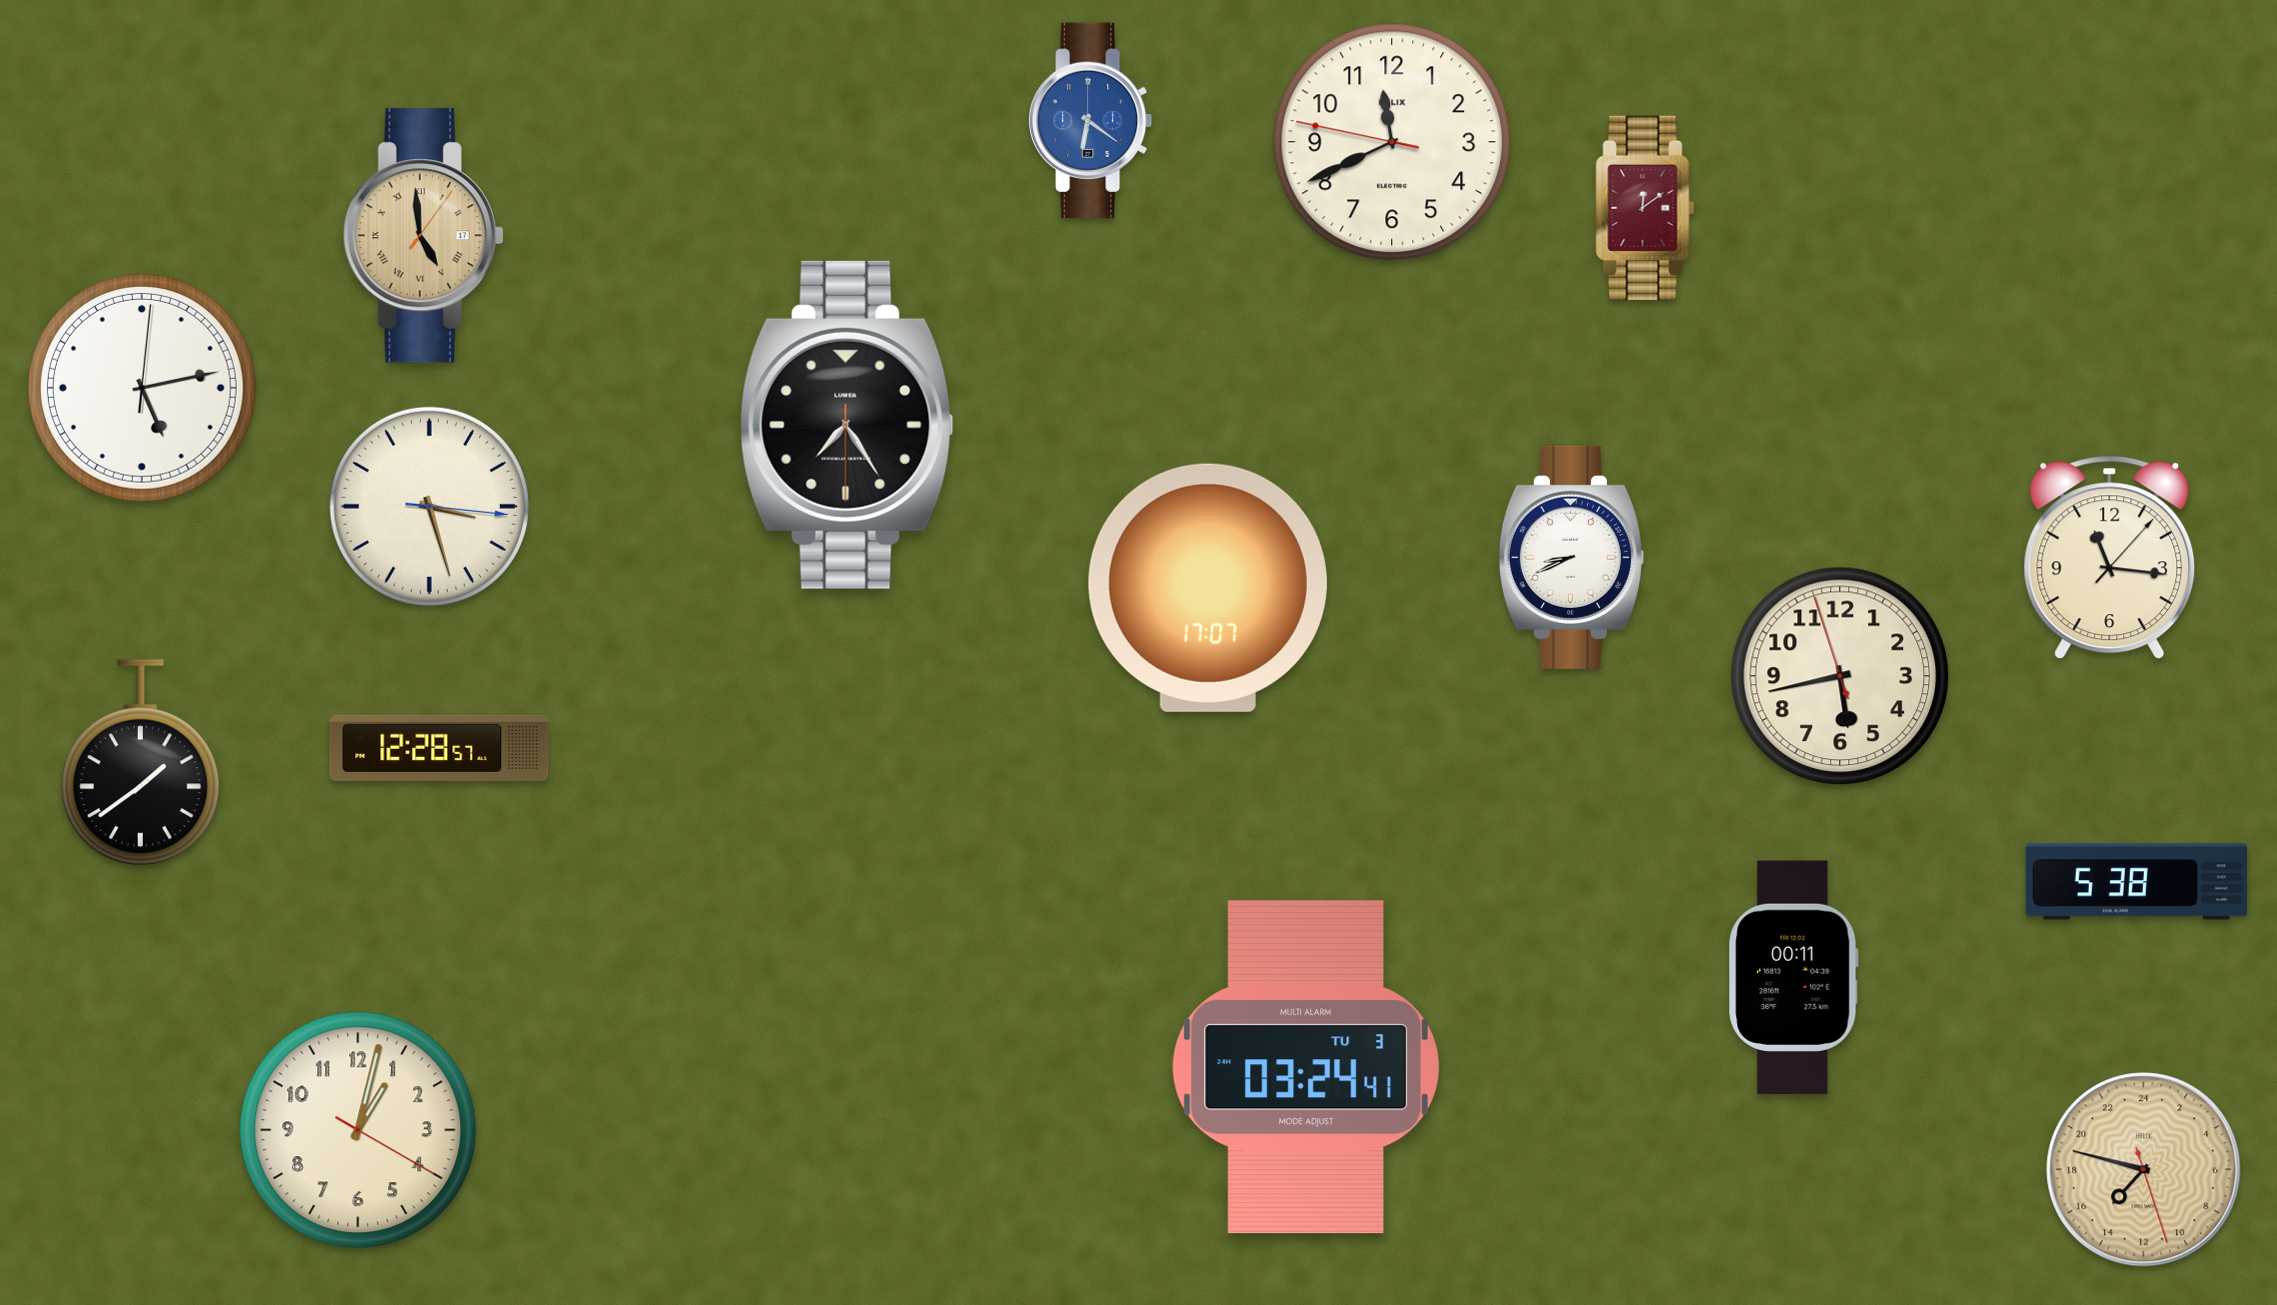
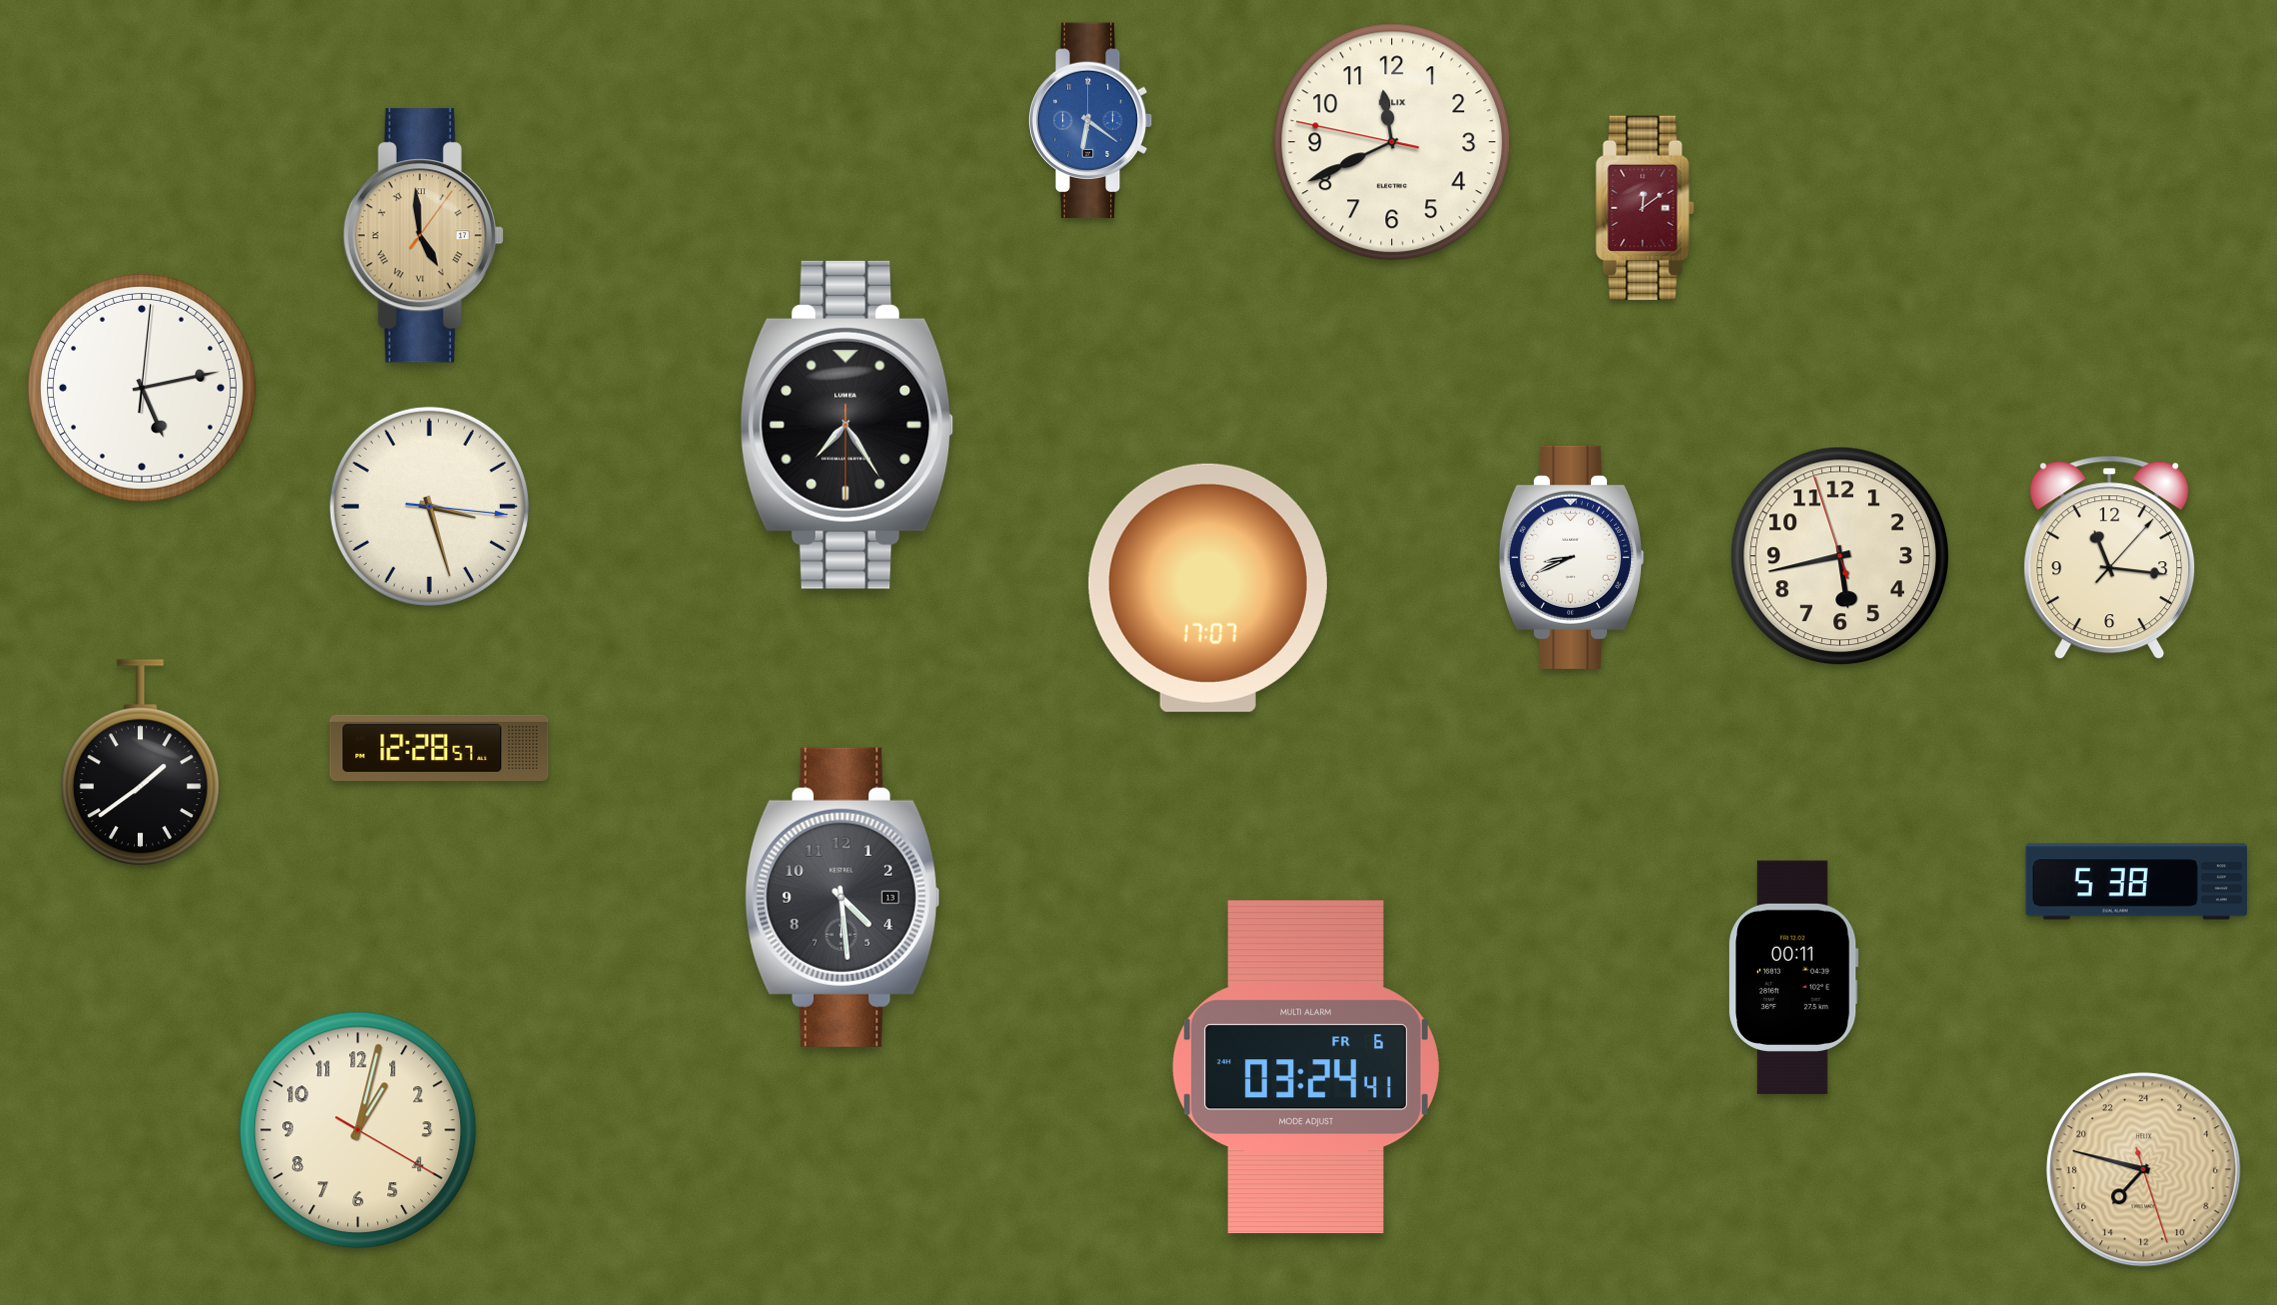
clock at (1840, 676) position: (1840, 676) -> (1840, 556)
clock at (842, 897): none -> 4:29
clock at (1306, 1067) date: TU 3 -> FR 6
